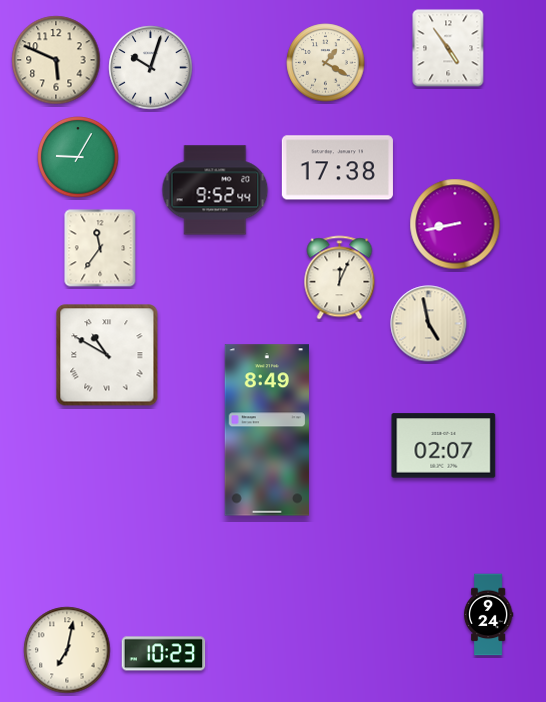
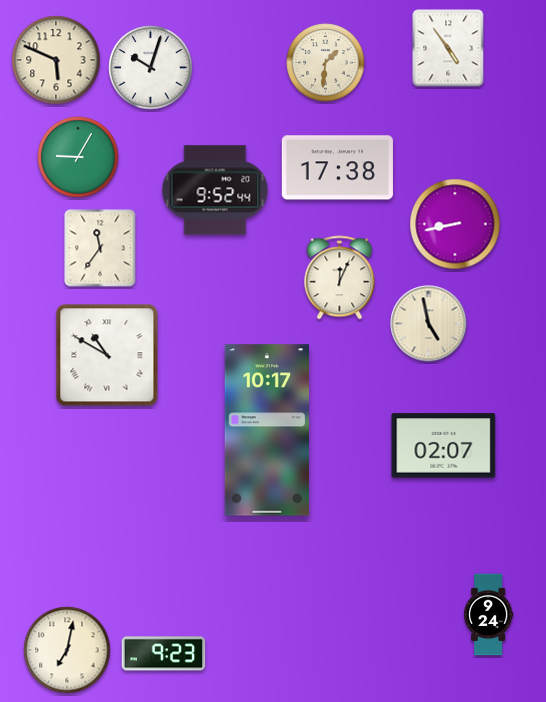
clock at (326, 63): 1:20 -> 1:31
clock at (266, 430): 8:49 -> 10:17
clock at (164, 654): 10:23 -> 9:23
